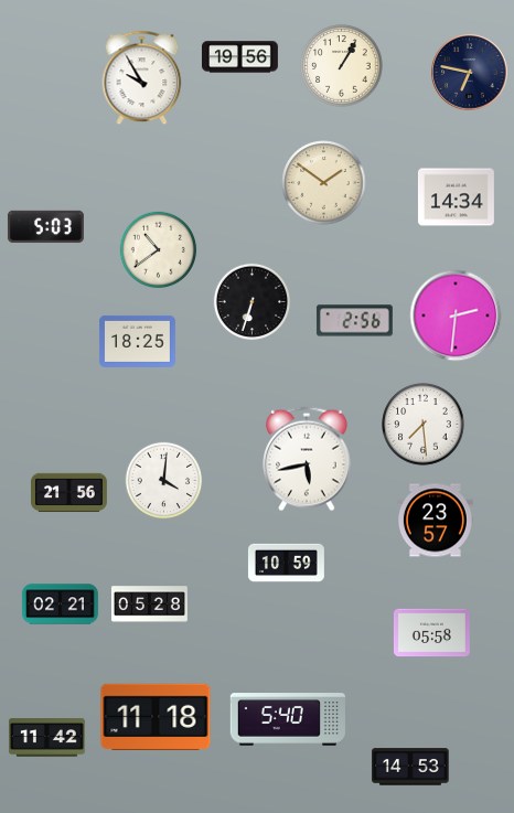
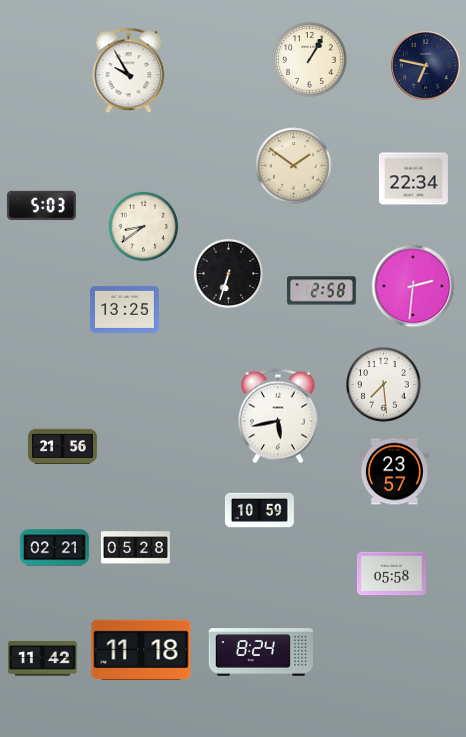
clock at (239, 57): 19:56 -> none
clock at (456, 197): 14:34 -> 22:34
clock at (159, 250): 10:39 -> 8:39
clock at (354, 321): 2:56 -> 2:58
clock at (137, 341): 18:25 -> 13:25
clock at (164, 481): 4:01 -> none
clock at (287, 719): 5:40 -> 8:24
clock at (46, 738) position: (46, 738) -> (42, 659)
clock at (410, 767): 14:53 -> none
